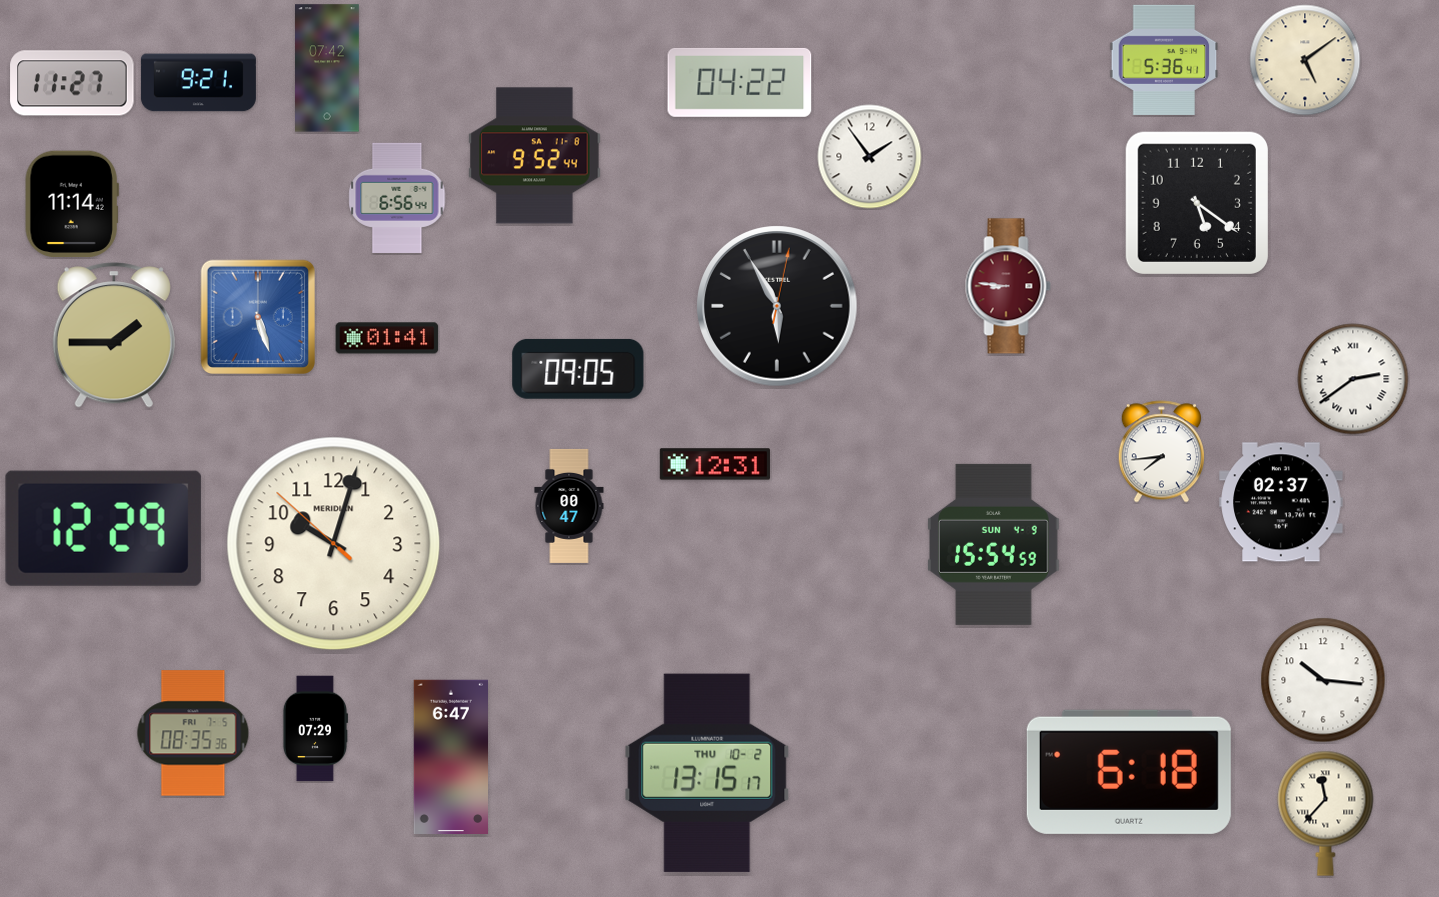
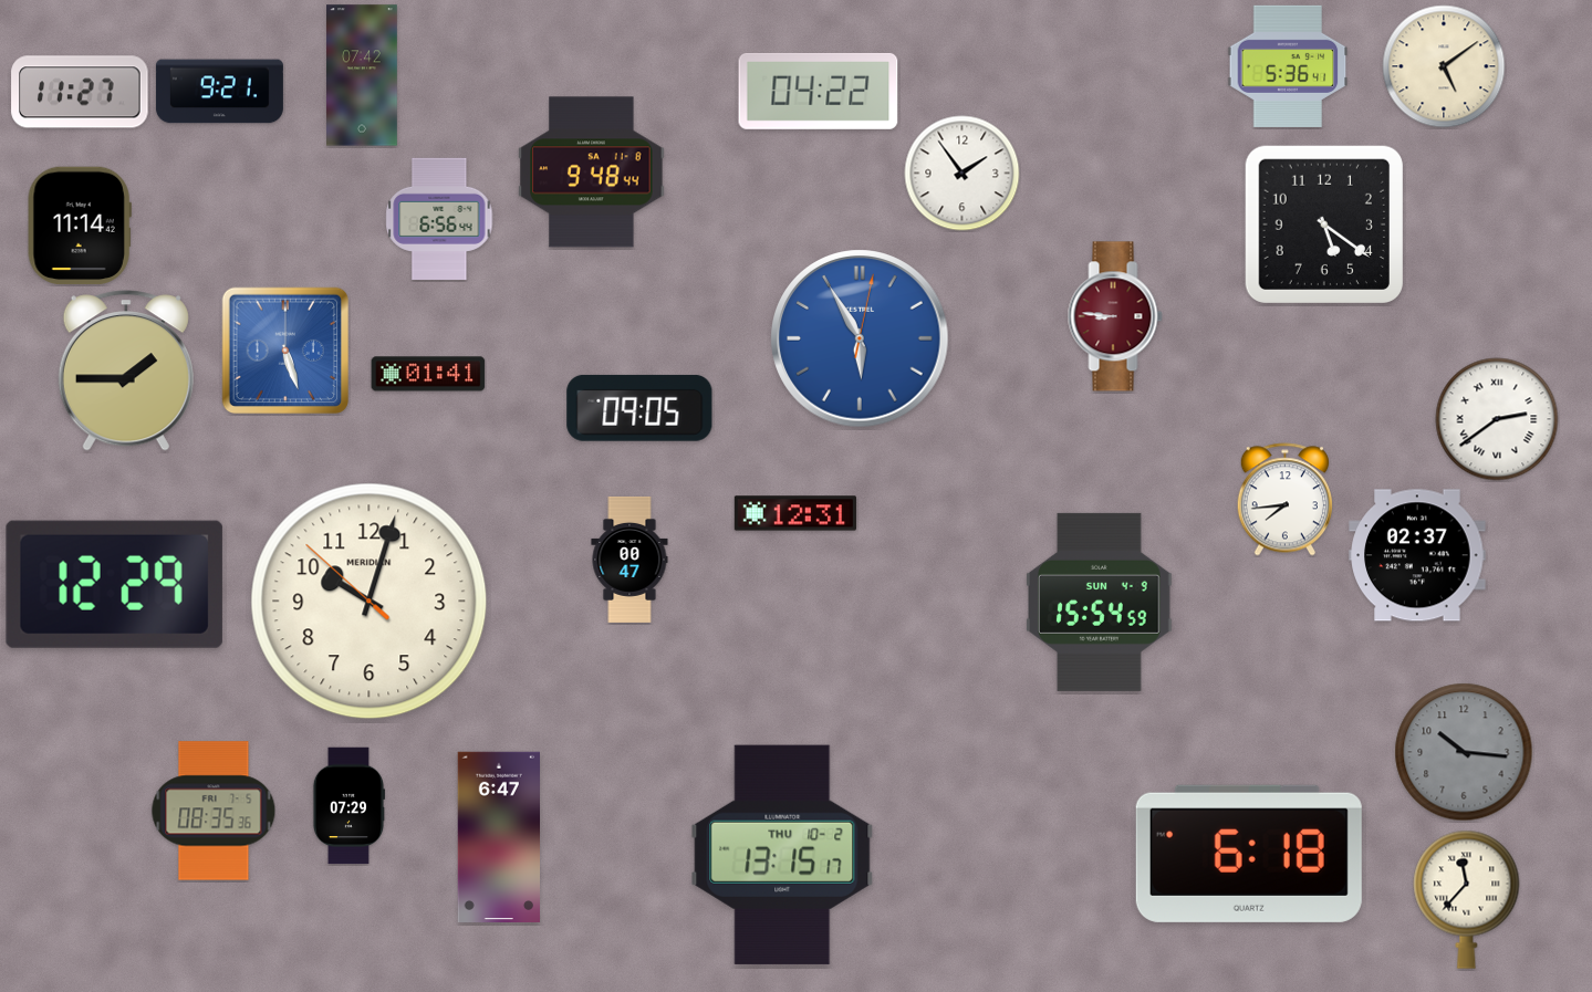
clock at (535, 156): 9:52 -> 9:48
clock at (777, 306) dial: black -> blue
clock at (715, 464) position: (715, 464) -> (795, 513)
clock at (1323, 680) dial: white -> grey
